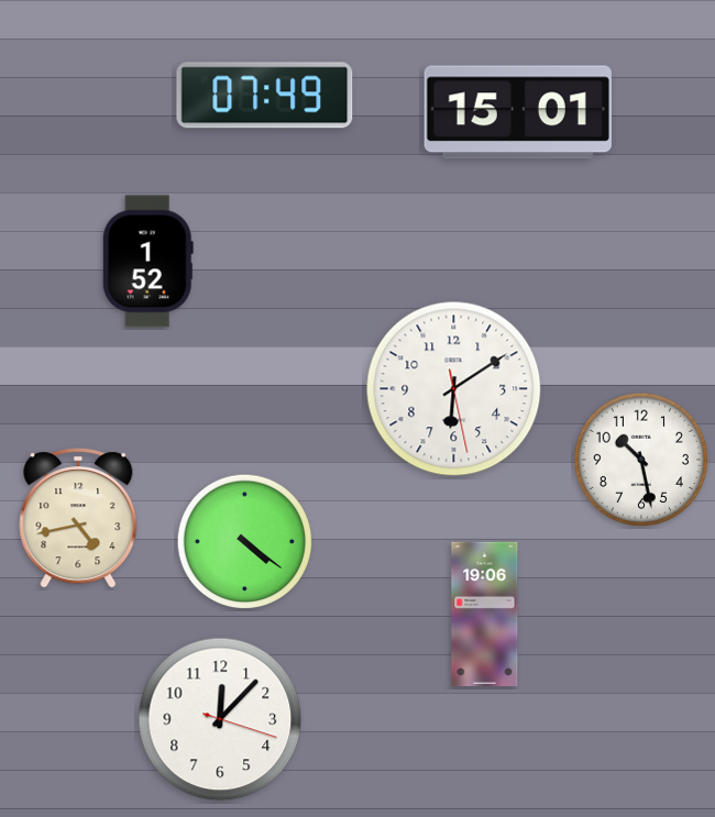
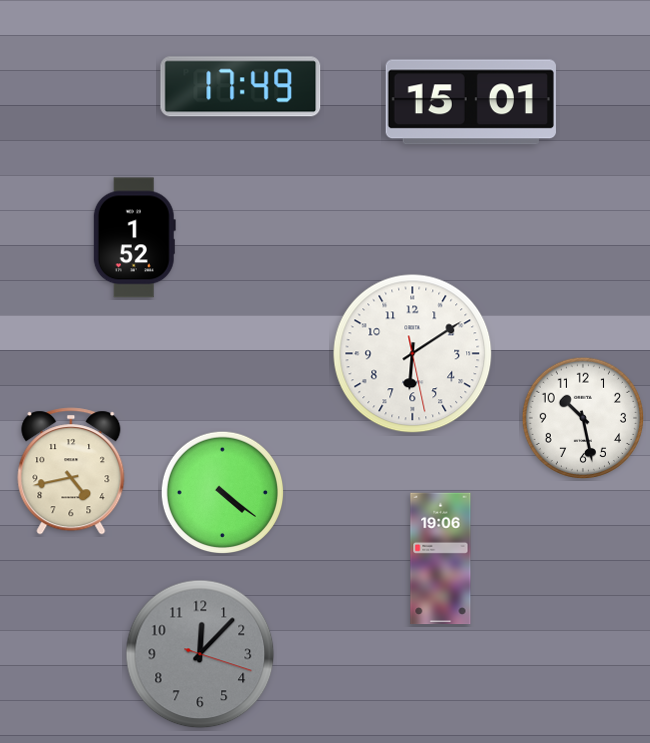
clock at (265, 96): 07:49 -> 17:49
clock at (220, 719) dial: white -> grey
